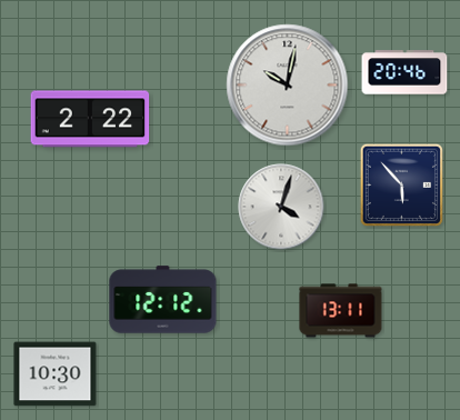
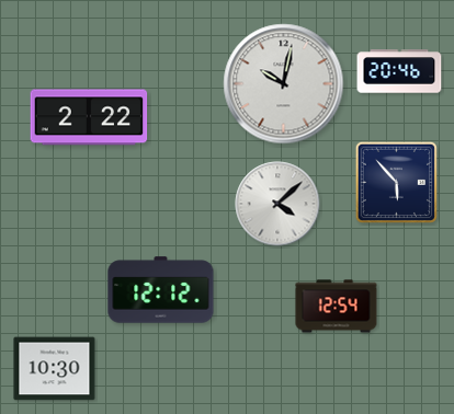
clock at (281, 207): 4:03 -> 4:08
clock at (163, 300) position: (163, 300) -> (161, 290)
clock at (341, 311): 13:11 -> 12:54
